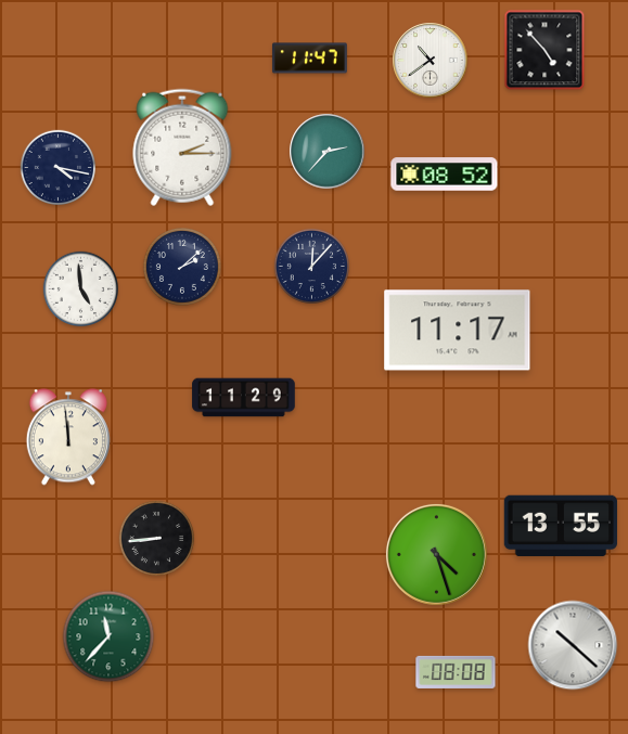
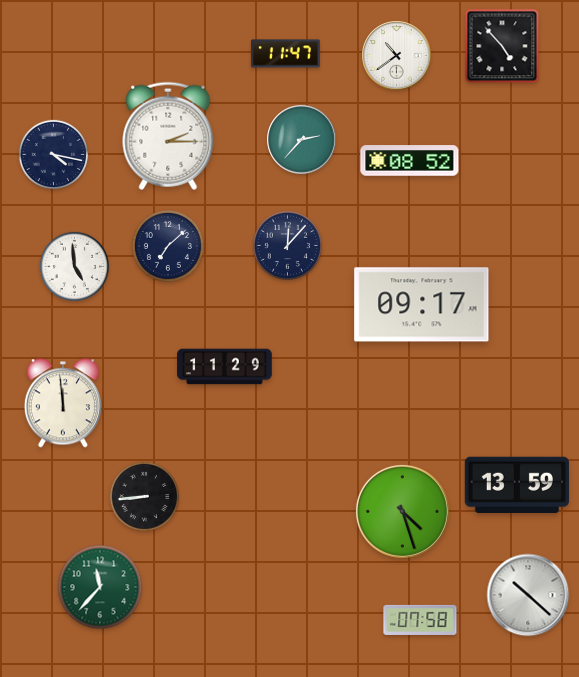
clock at (182, 267): 2:08 -> 7:08
clock at (458, 331): 11:17 -> 09:17
clock at (561, 526): 13:55 -> 13:59
clock at (456, 672): 08:08 -> 07:58
